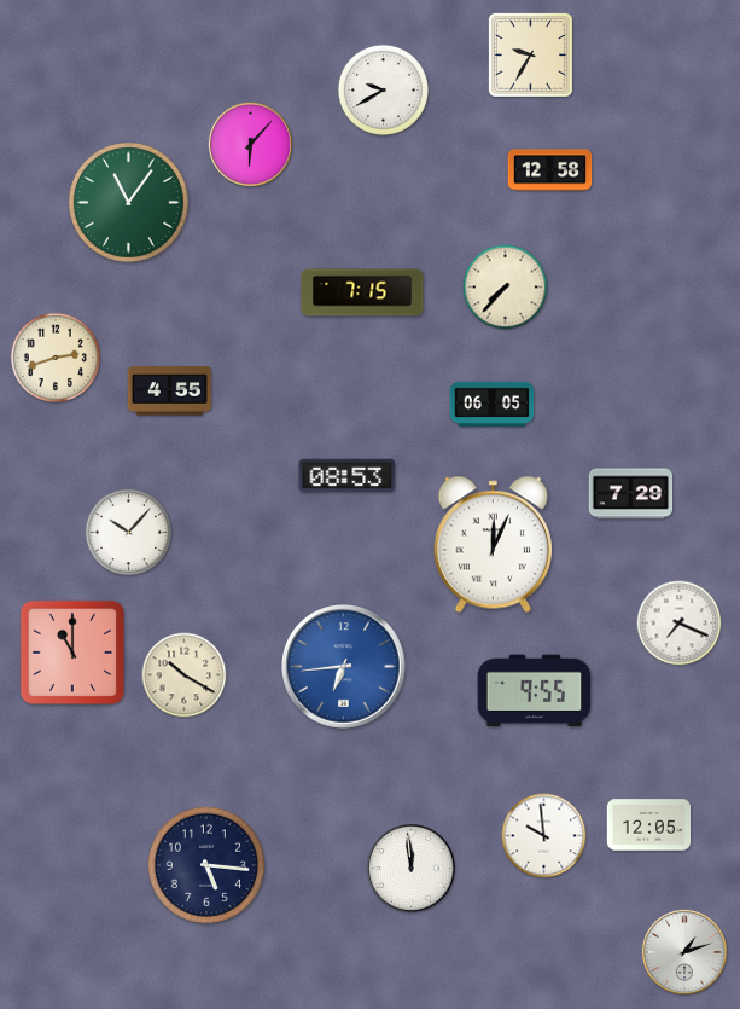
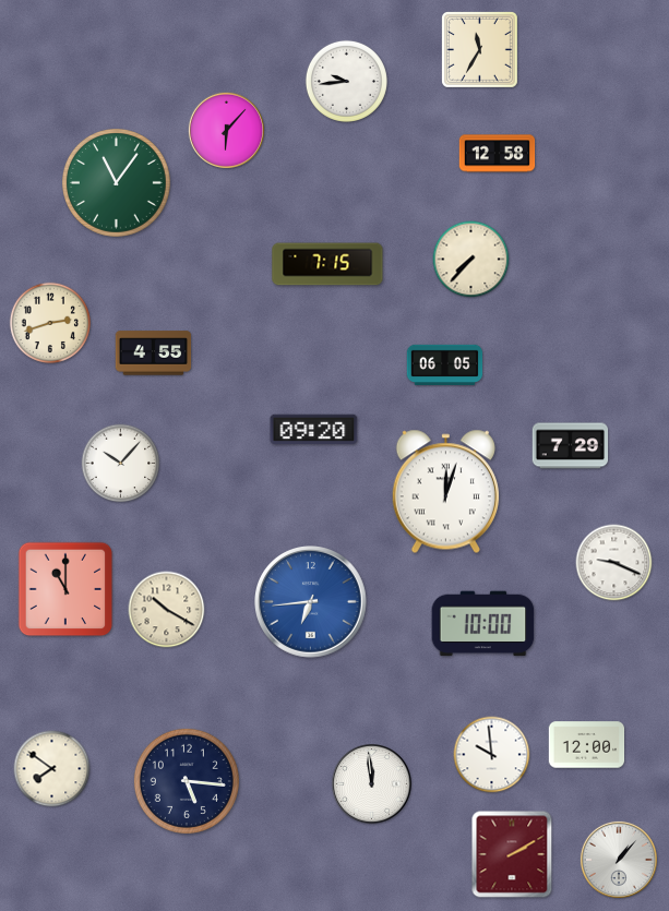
clock at (531, 56): 9:35 -> 11:35
clock at (383, 89): 9:40 -> 9:44
clock at (506, 288) position: (506, 288) -> (471, 260)
clock at (348, 476): 08:53 -> 09:20
clock at (129, 533) position: (129, 533) -> (121, 464)
clock at (493, 545): 12:04 -> 12:03
clock at (680, 624): 7:19 -> 9:19
clock at (535, 691): 9:55 -> 10:00
clock at (649, 825): 12:05 -> 12:00
clock at (52, 769): none -> 7:51
clock at (512, 854): none -> 2:10
clock at (684, 952): 1:12 -> 1:07
